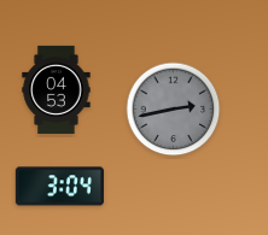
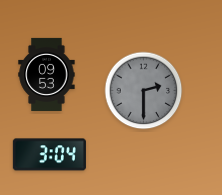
clock at (57, 89): 04:53 -> 09:53
clock at (174, 110): 2:43 -> 2:30
